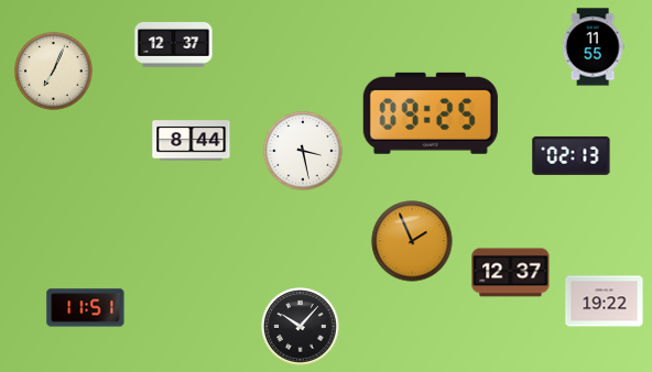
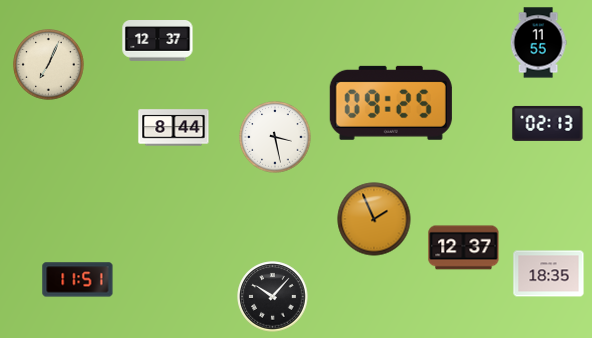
clock at (572, 155) position: (572, 155) -> (548, 123)
clock at (605, 302): 19:22 -> 18:35
